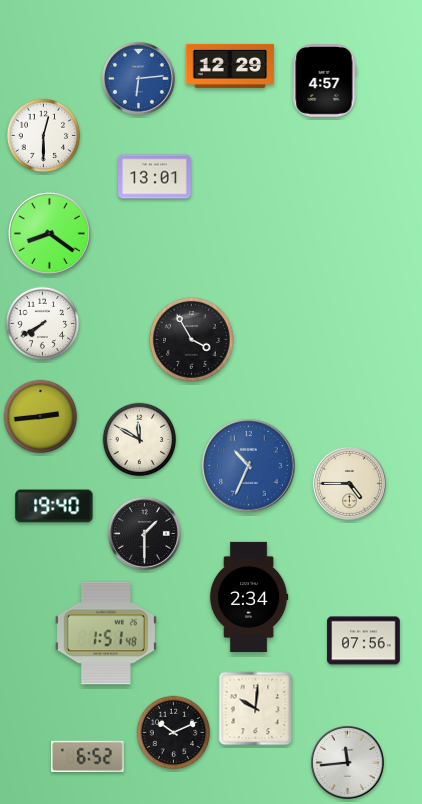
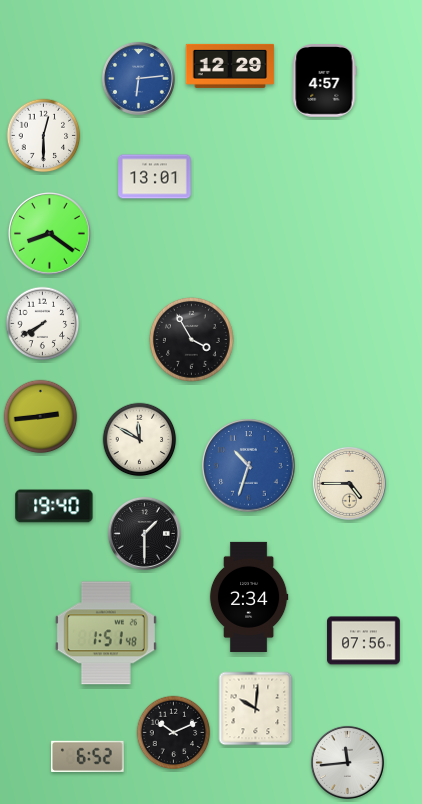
clock at (249, 466): 10:34 -> 10:33
